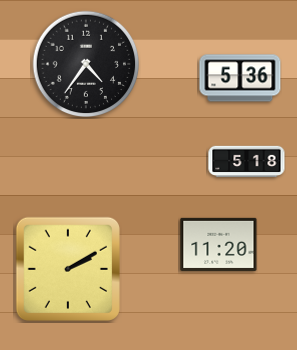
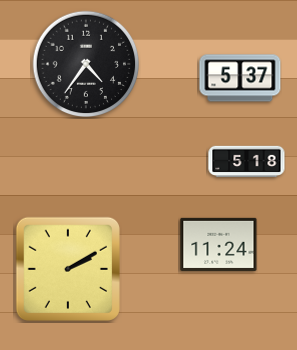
clock at (240, 78): 5:36 -> 5:37
clock at (219, 244): 11:20 -> 11:24
